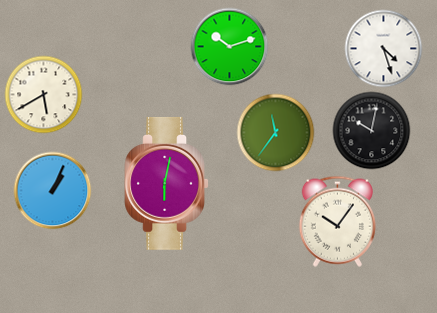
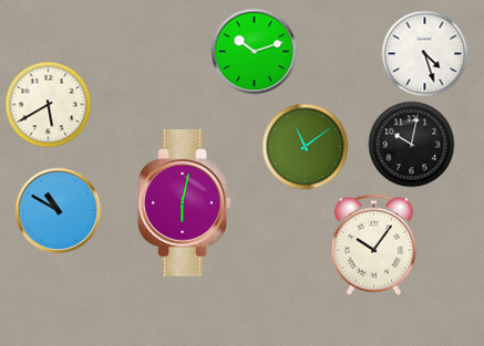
clock at (275, 132): 11:36 -> 11:09
clock at (52, 190): 1:04 -> 10:50
